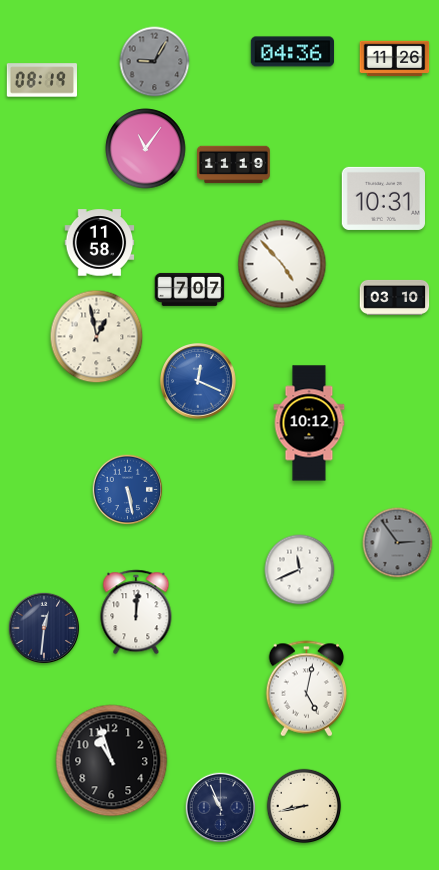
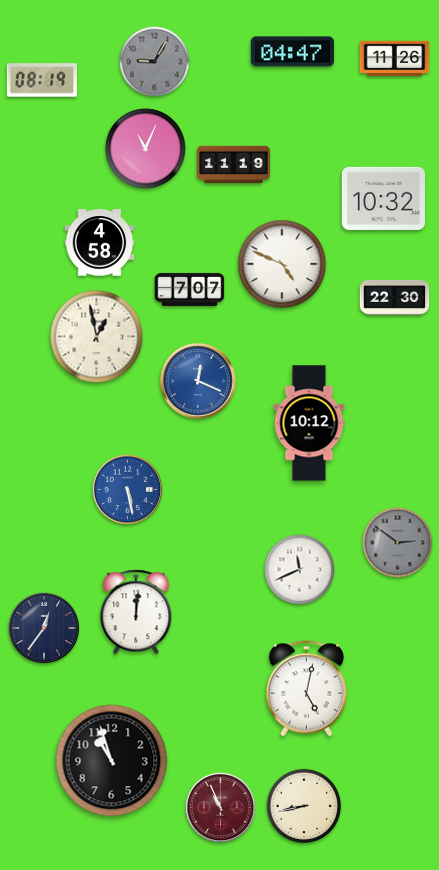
clock at (293, 52): 04:36 -> 04:47
clock at (146, 149): 11:06 -> 11:04
clock at (383, 198): 10:31 -> 10:32
clock at (100, 243): 11:58 -> 4:58
clock at (282, 264): 4:53 -> 4:49
clock at (395, 297): 03:10 -> 22:30
clock at (398, 543): 2:54 -> 2:51
clock at (43, 627): 12:31 -> 12:36
clock at (221, 808) dial: navy -> burgundy
